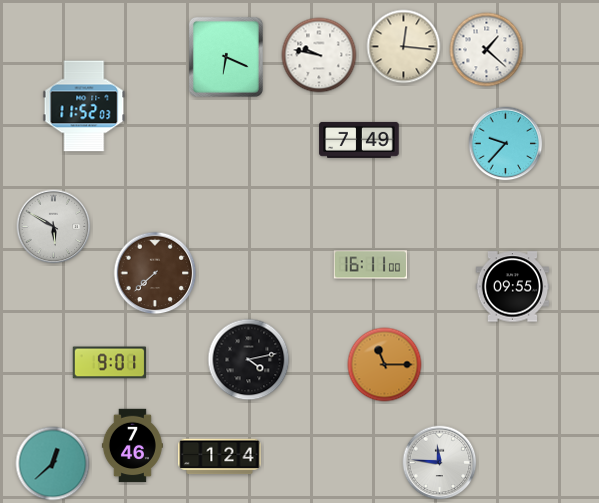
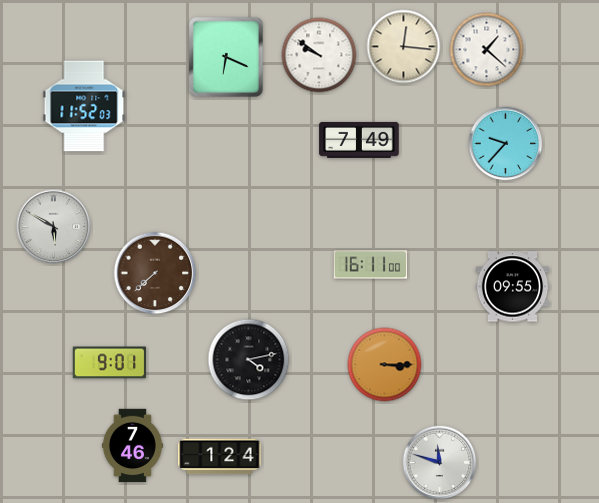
clock at (319, 55): 9:47 -> 9:51
clock at (385, 365): 11:15 -> 3:15
clock at (440, 463): 11:46 -> 11:48
clock at (53, 464): 12:38 -> none
